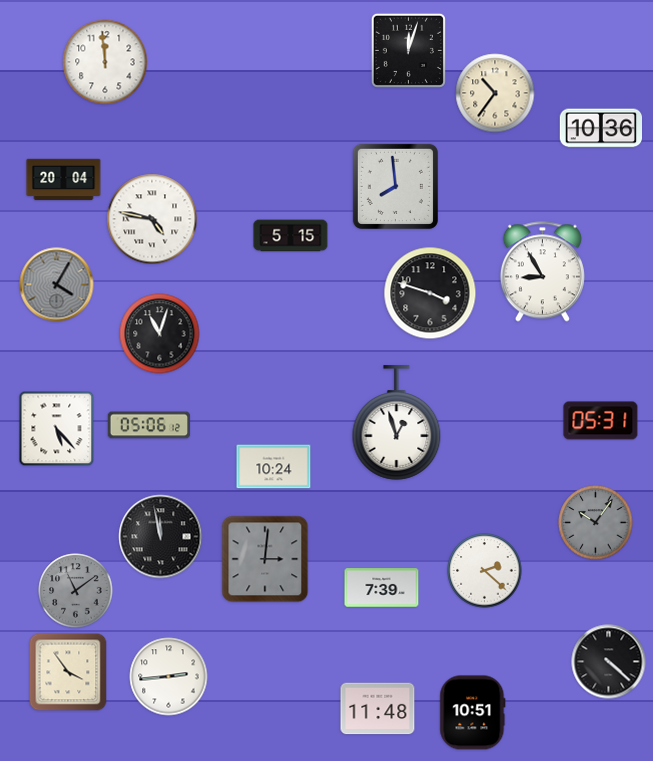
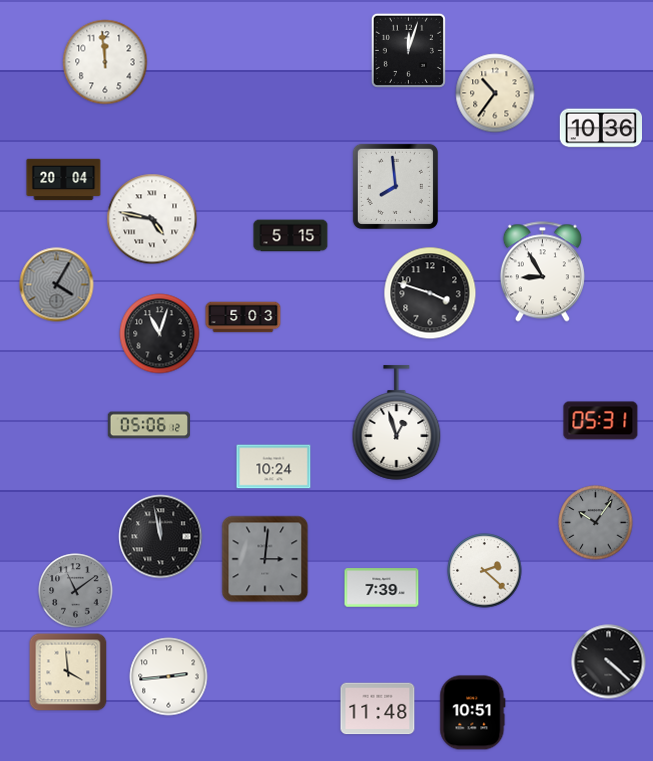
clock at (243, 317): none -> 5:03
clock at (57, 429): 5:23 -> none
clock at (68, 672): 3:54 -> 3:59
